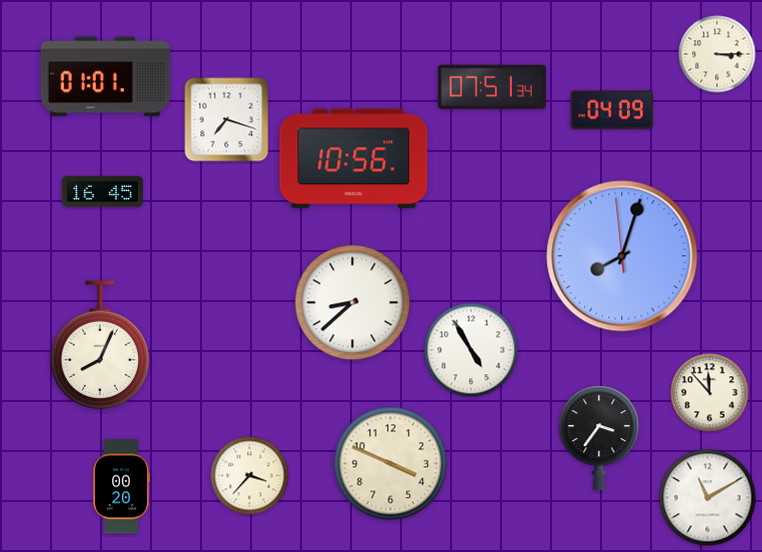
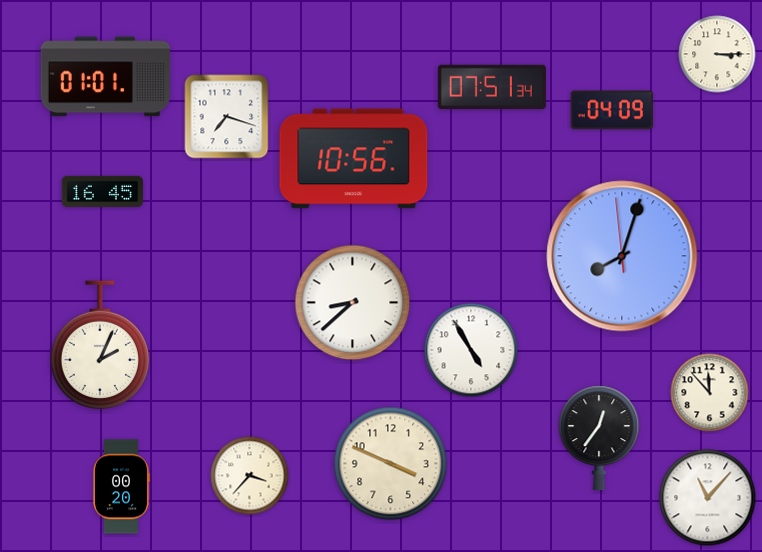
clock at (227, 120) position: (227, 120) -> (227, 117)
clock at (99, 345): 8:04 -> 2:04
clock at (599, 438): 3:36 -> 12:36
clock at (708, 498): 11:10 -> 11:07
